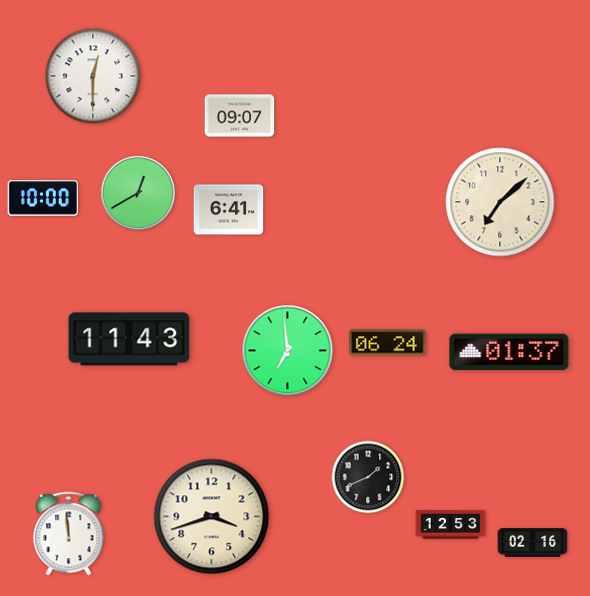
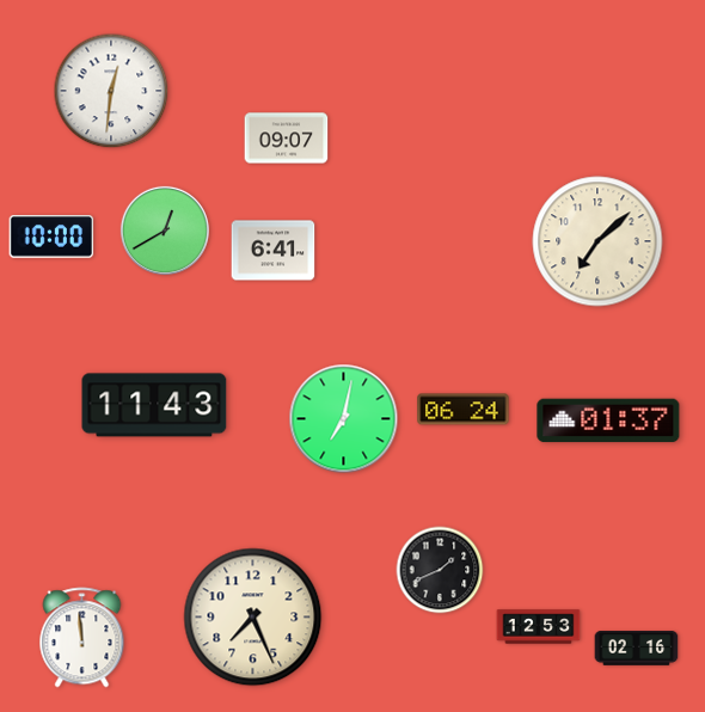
clock at (93, 76): 12:30 -> 12:31
clock at (288, 351): 6:59 -> 7:02
clock at (212, 517): 3:42 -> 7:26
